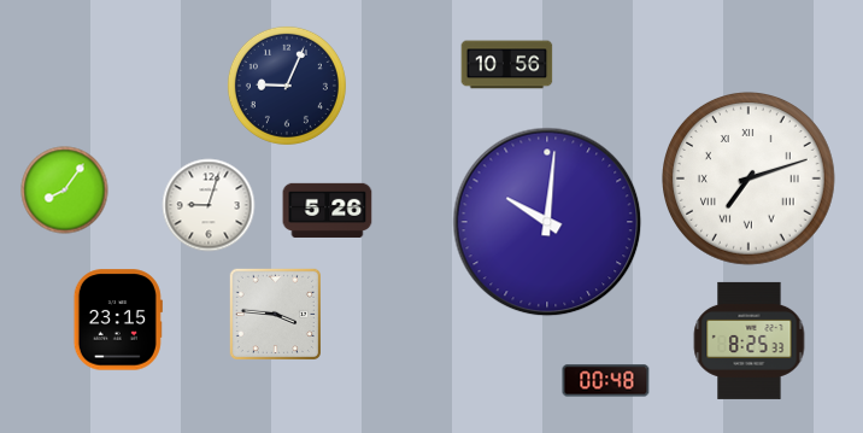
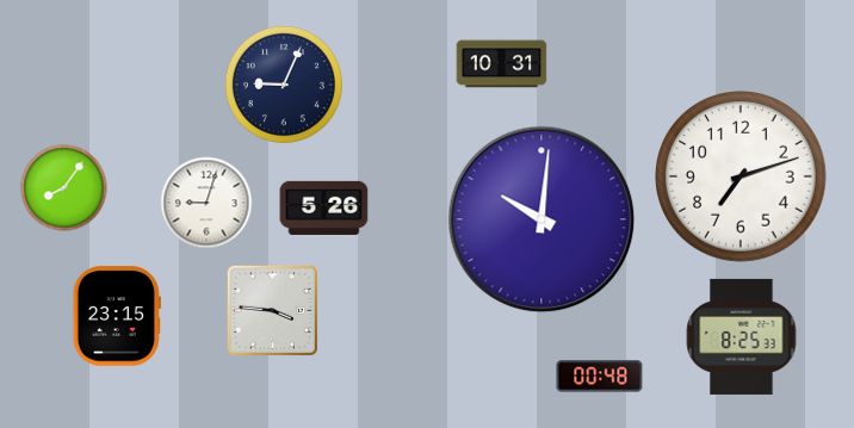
clock at (507, 65): 10:56 -> 10:31
clock at (750, 180) numerals: Roman -> Arabic
